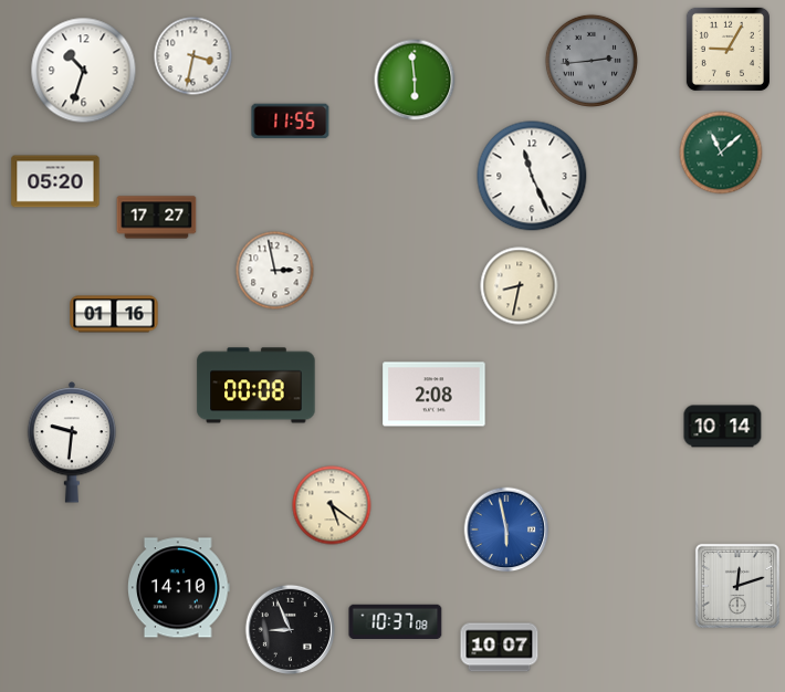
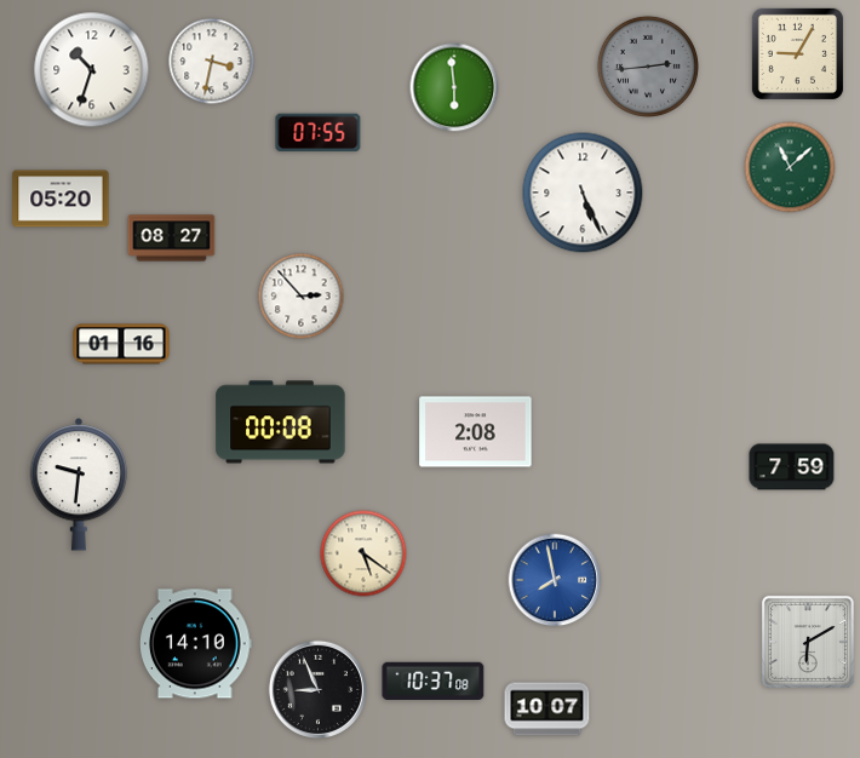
clock at (84, 71) position: (84, 71) -> (92, 70)
clock at (291, 122): 11:55 -> 07:55
clock at (532, 176): 11:26 -> 5:26
clock at (157, 218): 17:27 -> 08:27
clock at (275, 271): 2:58 -> 2:53
clock at (520, 286): 8:32 -> none
clock at (114, 314) position: (114, 314) -> (121, 344)
clock at (723, 427): 10:14 -> 7:59
clock at (506, 530): 5:58 -> 7:58
clock at (737, 586): 12:12 -> 6:10
